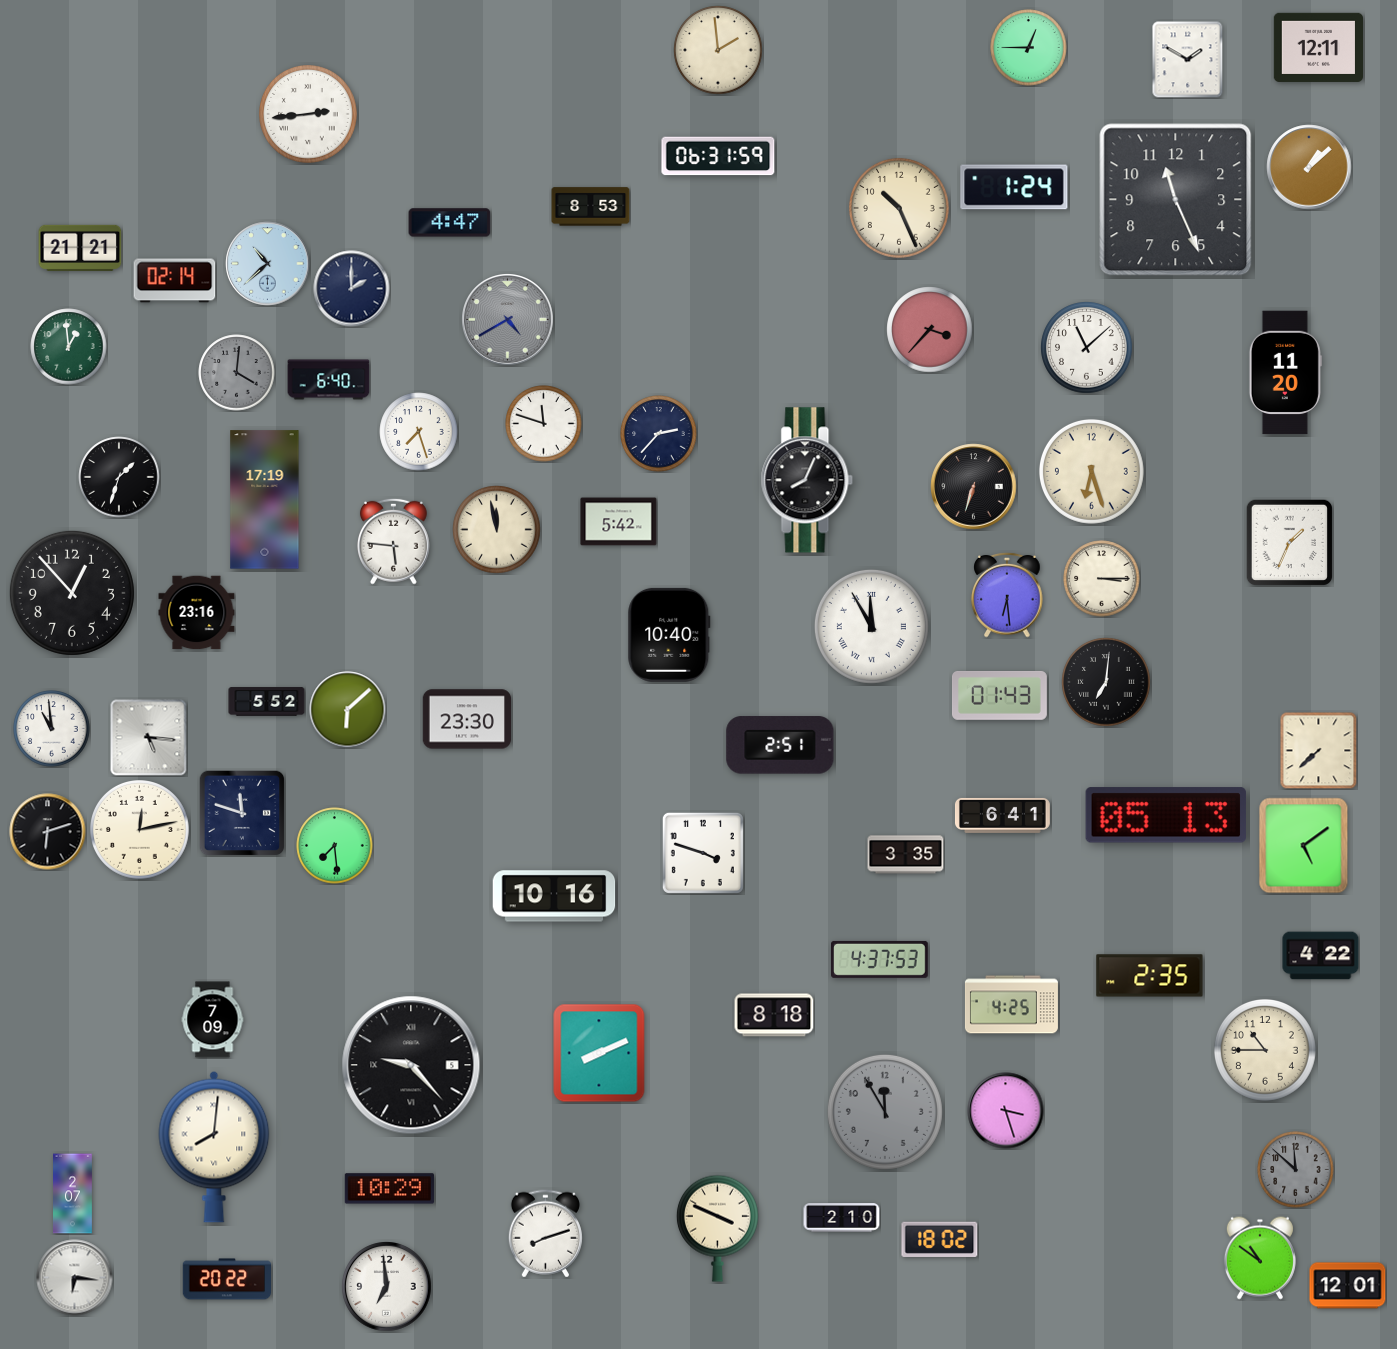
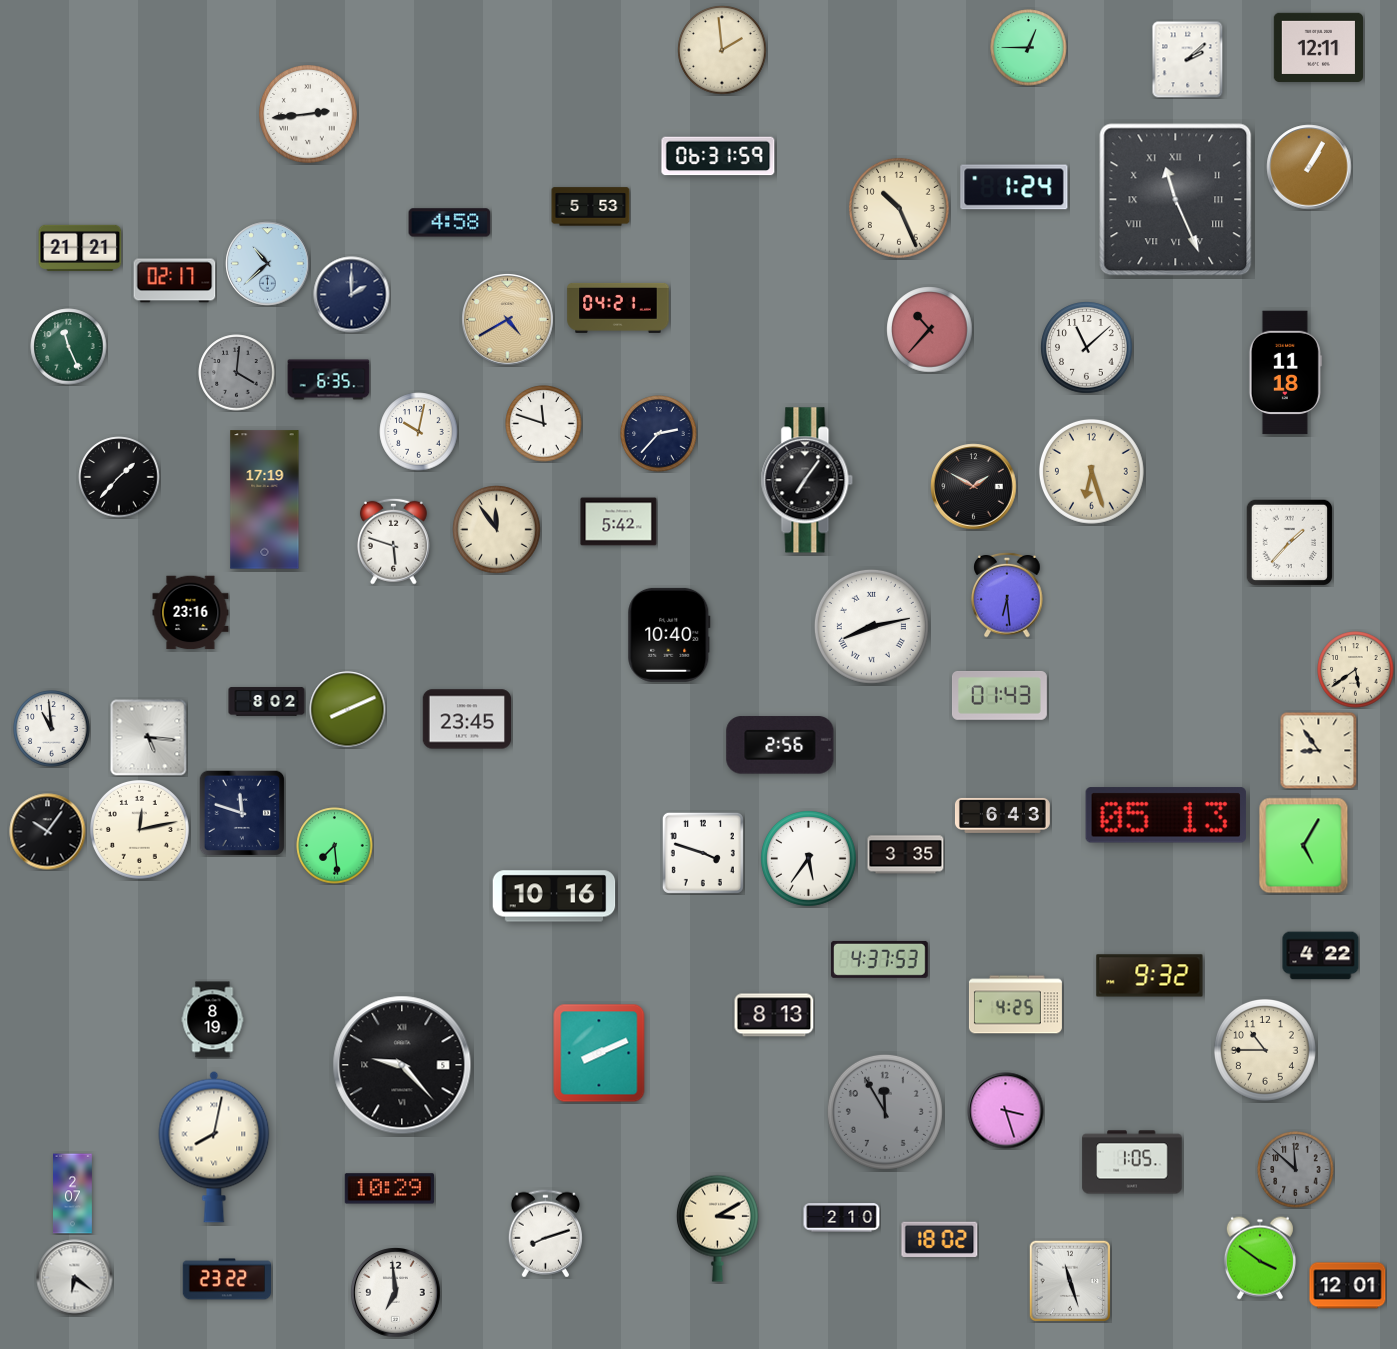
clock at (718, 50) position: (718, 50) -> (722, 50)
clock at (1188, 59): 1:50 -> 2:08
clock at (1309, 167): 1:08 -> 1:05
clock at (1176, 200) numerals: Arabic -> Roman
clock at (591, 207): 8:53 -> 5:53
clock at (450, 223): 4:47 -> 4:58
clock at (175, 281): 02:14 -> 02:17
clock at (352, 289) position: (352, 289) -> (352, 295)
clock at (618, 308): none -> 04:21
clock at (508, 320) dial: grey -> champagne
clock at (930, 330): 3:37 -> 10:37
clock at (69, 347): 12:59 -> 11:26
clock at (1285, 373): 11:20 -> 11:18
clock at (329, 380): 6:40 -> 6:35
clock at (419, 432): 7:27 -> 10:02
clock at (119, 477): 1:33 -> 1:37
clock at (807, 480): 8:04 -> 7:06
clock at (974, 487): 6:33 -> 1:50
clock at (497, 530): 11:58 -> 11:54
clock at (393, 541): 5:46 -> 5:48
clock at (1289, 542): 1:34 -> 1:37
clock at (1102, 579): 3:15 -> none
clock at (72, 593): 12:53 -> none
clock at (197, 613) position: (197, 613) -> (191, 613)
clock at (871, 626): 11:55 -> 8:13
clock at (1356, 670): none -> 5:39
clock at (1106, 682): 7:01 -> none
clock at (267, 702): 5:52 -> 8:02
clock at (348, 710): 6:08 -> 8:11
clock at (467, 719): 23:30 -> 23:45
clock at (780, 745): 2:51 -> 2:56
clock at (1318, 750): 7:38 -> 8:54
clock at (1002, 815): 6:41 -> 6:43
clock at (48, 832): 6:12 -> 10:06
clock at (1304, 846): 5:09 -> 5:05
clock at (809, 859): none -> 5:36
clock at (1150, 976): 2:35 -> 9:32
clock at (1011, 1005) position: (1011, 1005) -> (1015, 1005)
clock at (774, 1015): 8:18 -> 8:13
clock at (213, 1020): 7:09 -> 8:19
clock at (411, 1065) position: (411, 1065) -> (402, 1065)
clock at (214, 1147): 8:01 -> 8:02
clock at (1132, 1162): none -> 1:05
clock at (717, 1228): 3:49 -> 3:10
clock at (1260, 1258): 10:51 -> 3:51
clock at (75, 1278): 6:16 -> 6:21
clock at (227, 1279): 20:22 -> 23:22
clock at (1070, 1281): none -> 11:27
clock at (387, 1287) position: (387, 1287) -> (396, 1293)
